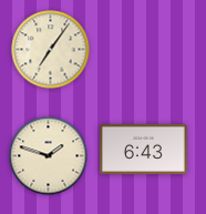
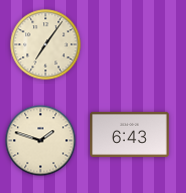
clock at (49, 156) position: (49, 156) -> (41, 141)
